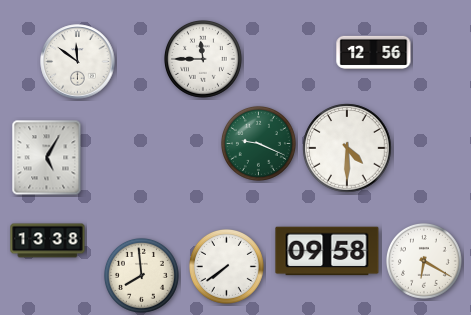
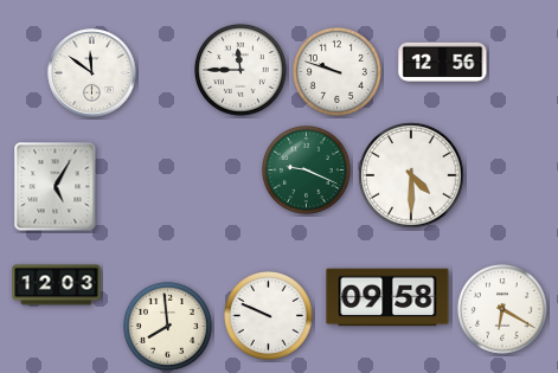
clock at (336, 71): none -> 9:48
clock at (48, 241): 13:38 -> 12:03
clock at (226, 266): 7:39 -> 9:49
